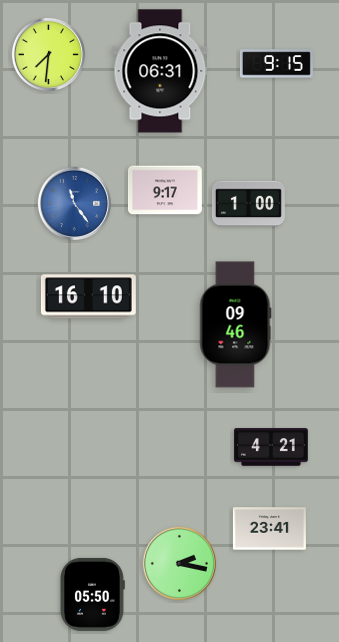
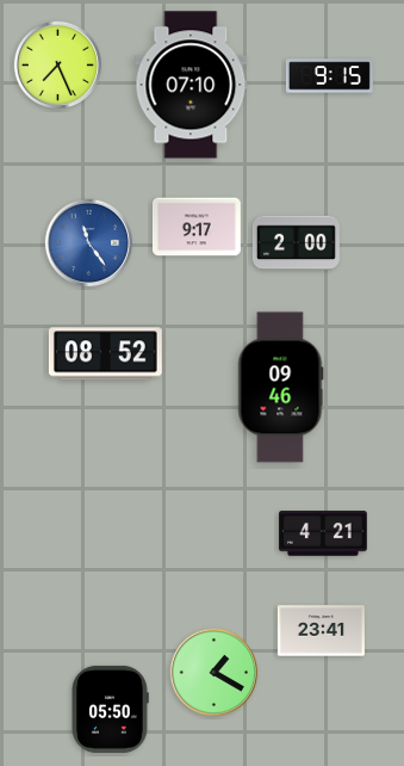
clock at (48, 54): 7:31 -> 7:26
clock at (160, 71): 06:31 -> 07:10
clock at (248, 204): 1:00 -> 2:00
clock at (88, 297): 16:10 -> 08:52
clock at (179, 563): 2:17 -> 1:20
